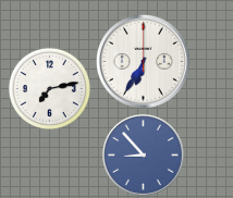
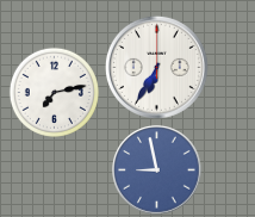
clock at (49, 88) position: (49, 88) -> (54, 92)
clock at (144, 156): 8:53 -> 8:58
